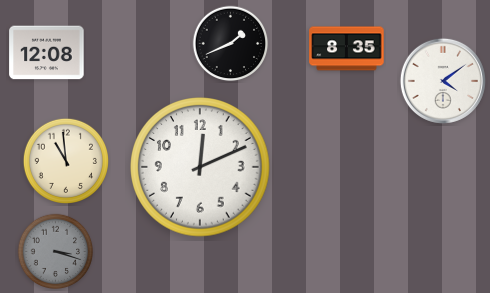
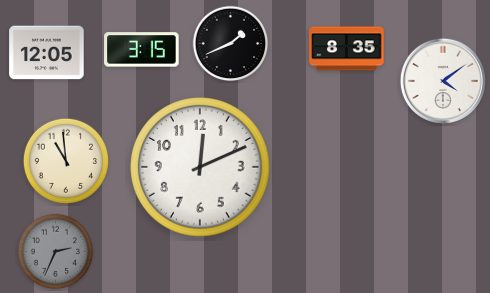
clock at (142, 50): none -> 3:15
clock at (47, 53): 12:08 -> 12:05
clock at (56, 252): 3:18 -> 2:34
